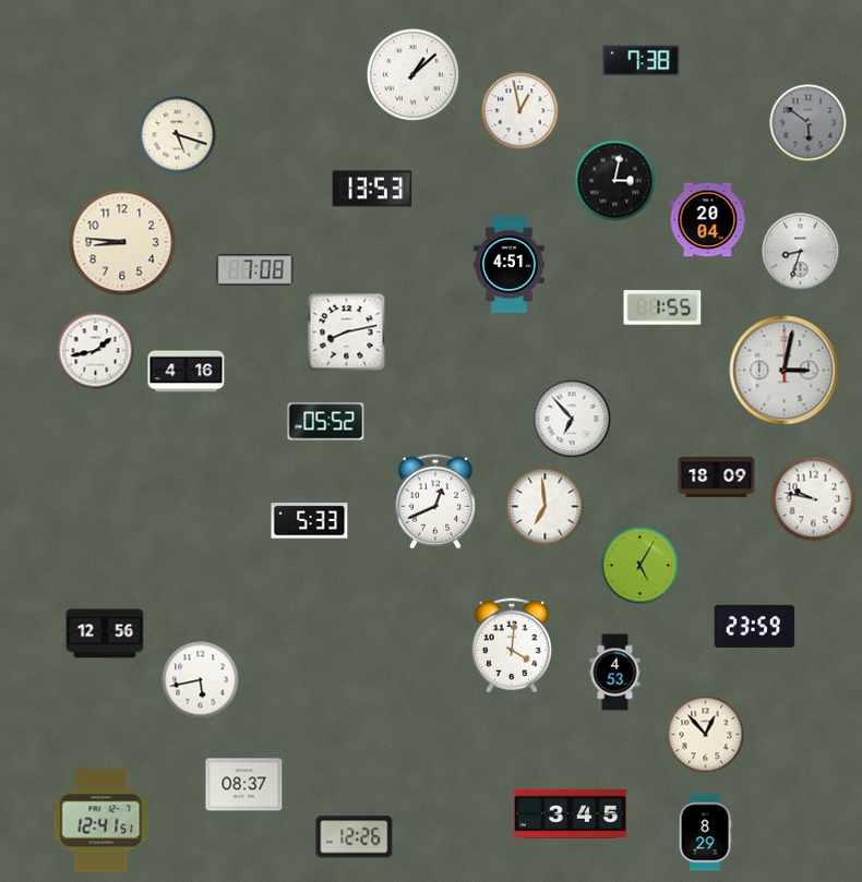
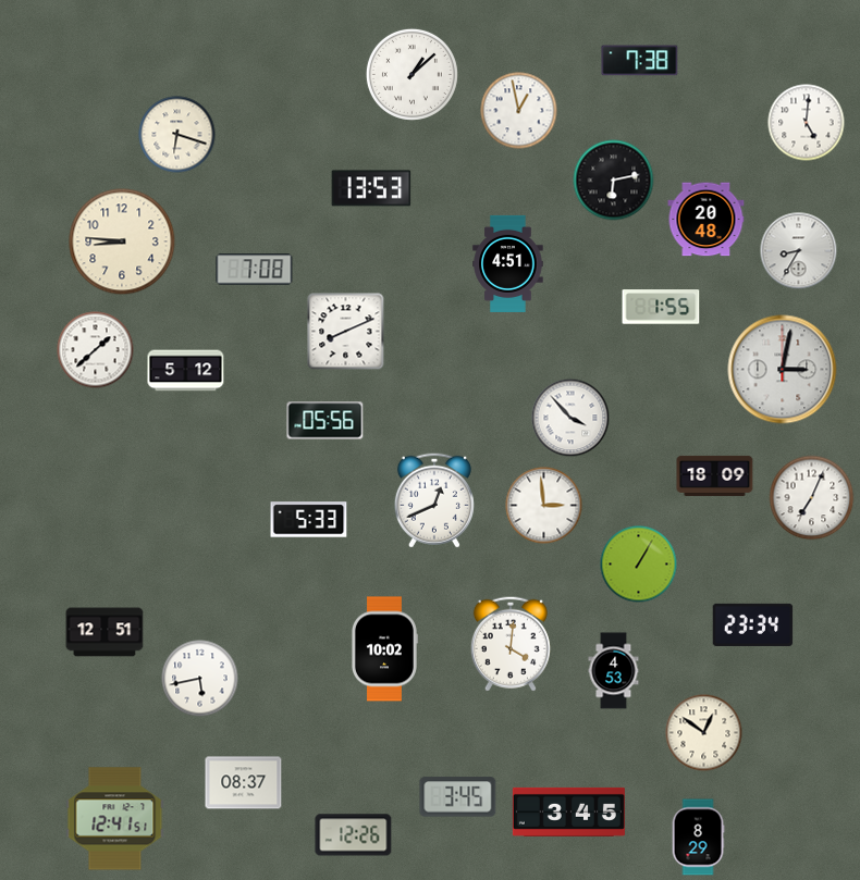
clock at (809, 123): 5:51 -> 5:01
clock at (809, 123) dial: grey -> white
clock at (178, 135): 5:18 -> 6:18
clock at (615, 181): 3:02 -> 6:13
clock at (708, 220): 20:04 -> 20:48
clock at (801, 252): 8:33 -> 8:35
clock at (347, 333): 8:13 -> 8:11
clock at (96, 351): 1:43 -> 1:38
clock at (187, 372): 4:16 -> 5:12
clock at (572, 419): 6:53 -> 3:53
clock at (326, 422): 05:52 -> 05:56
clock at (814, 499): 9:47 -> 7:04
clock at (546, 507): 6:59 -> 2:59
clock at (640, 566): 5:05 -> 1:05
clock at (755, 626): 23:59 -> 23:34
clock at (105, 633): 12:56 -> 12:51
clock at (384, 649): none -> 10:02
clock at (706, 735): 12:53 -> 12:51
clock at (458, 797): none -> 3:45
clock at (101, 821) position: (101, 821) -> (115, 819)
clock at (705, 833) position: (705, 833) -> (698, 838)
